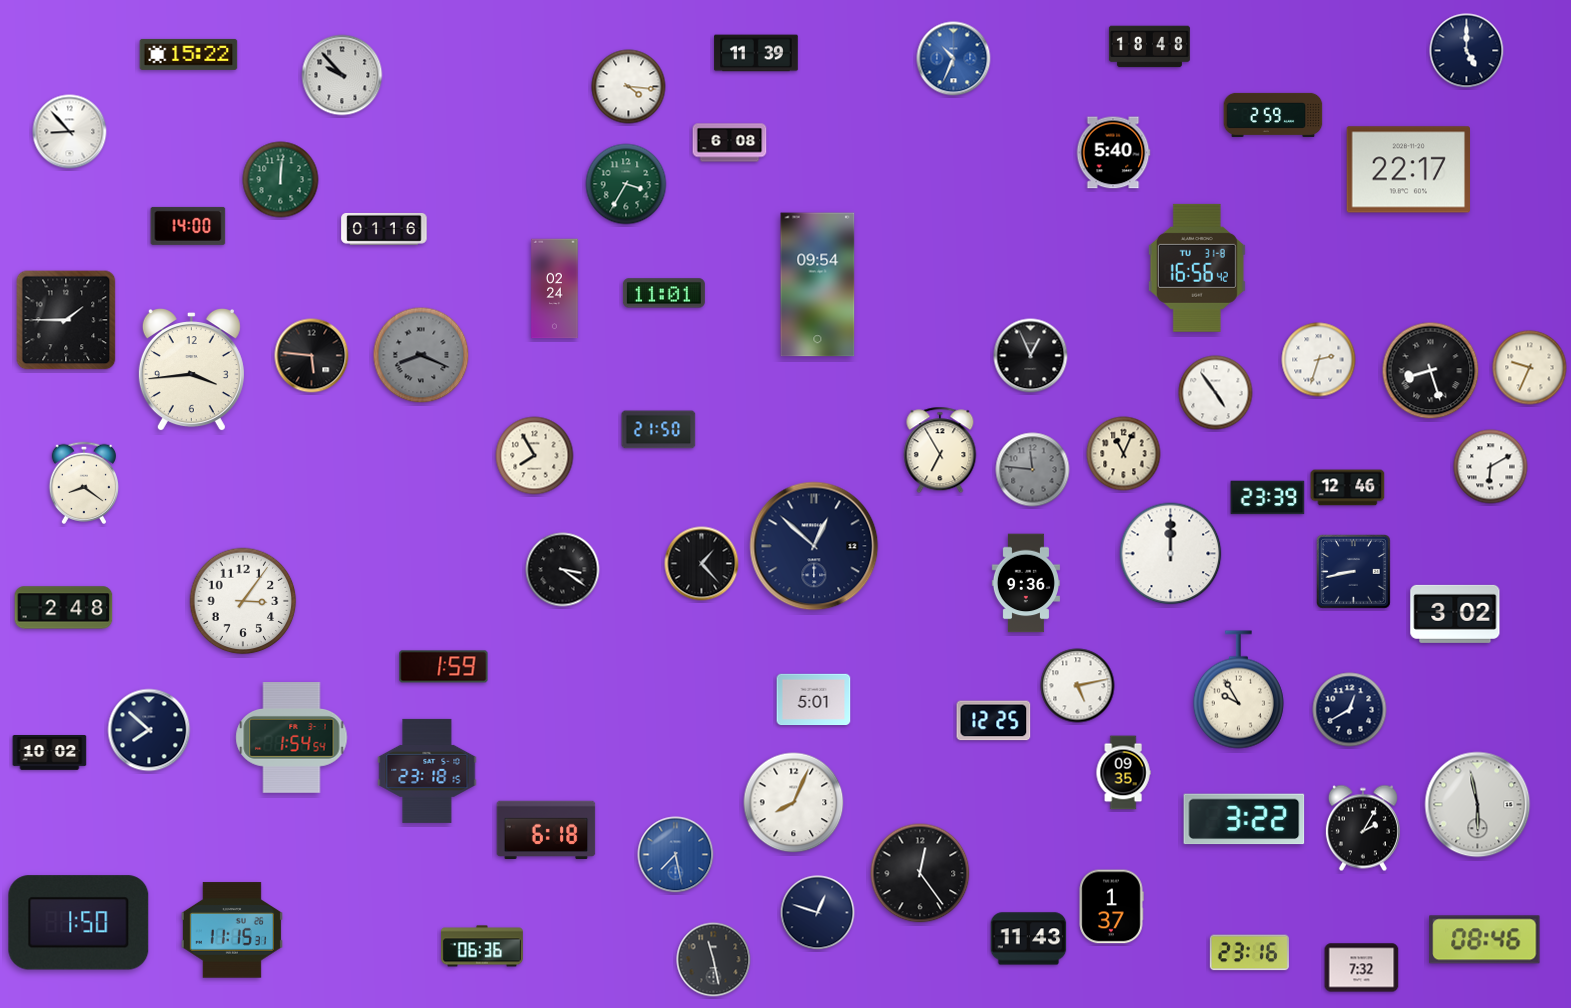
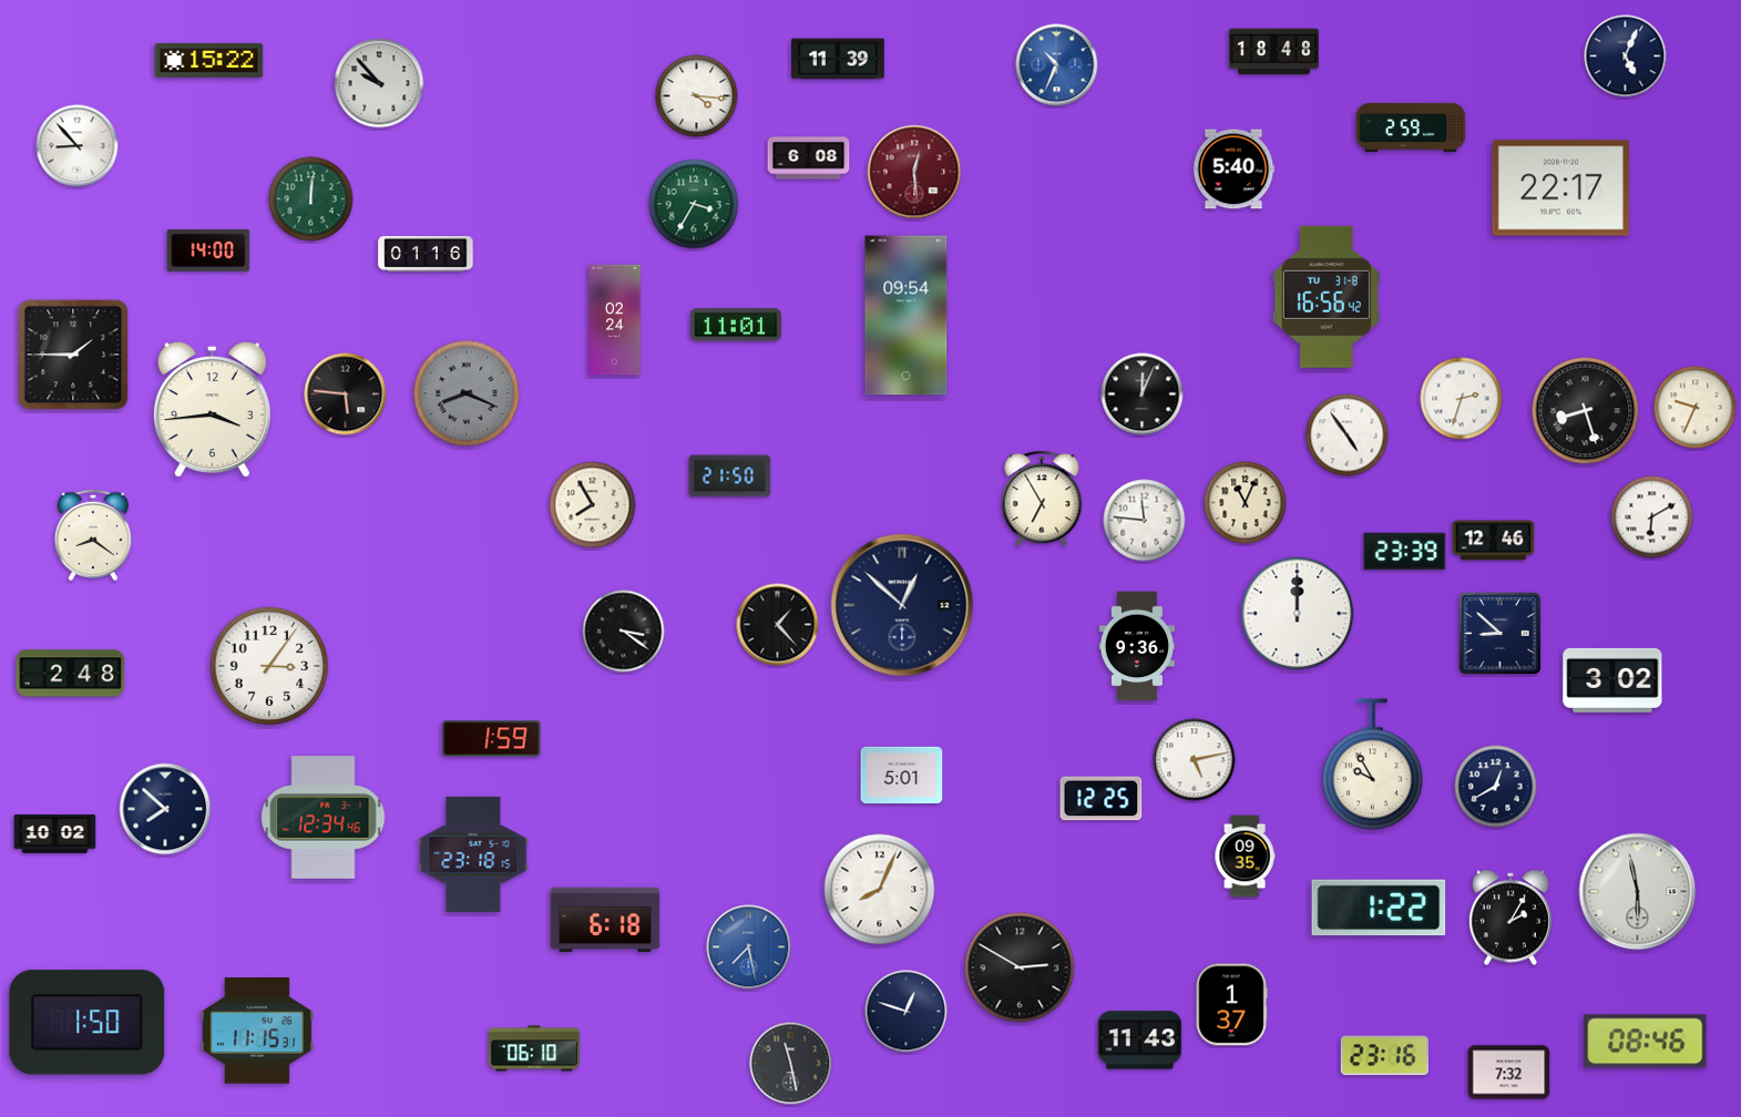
clock at (1467, 51): 5:00 -> 5:04
clock at (914, 172): none -> 12:29
clock at (1031, 356): 12:56 -> 12:04
clock at (1033, 470) dial: grey -> white
clock at (1354, 572): 8:43 -> 8:52
clock at (292, 738): 1:54 -> 12:34
clock at (1244, 819): 3:22 -> 1:22
clock at (920, 873): 12:24 -> 2:50
clock at (482, 946): 06:36 -> 06:10
